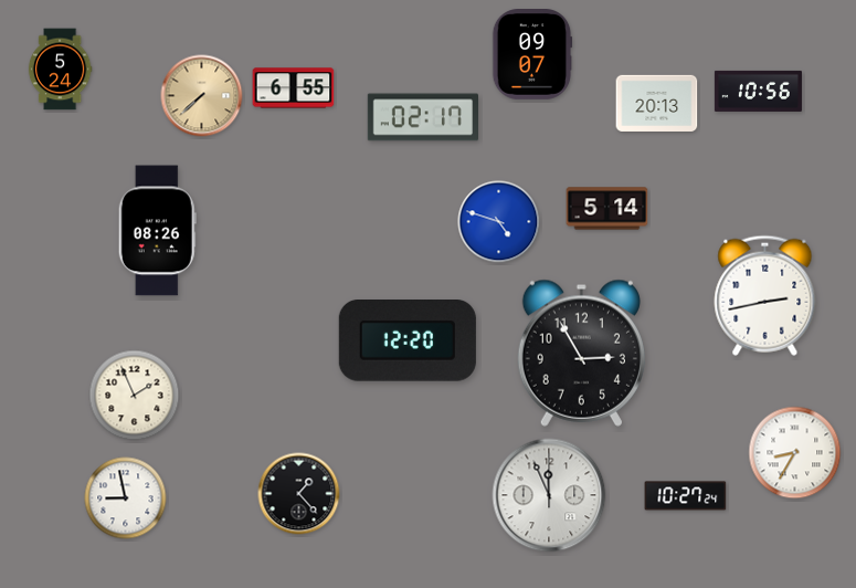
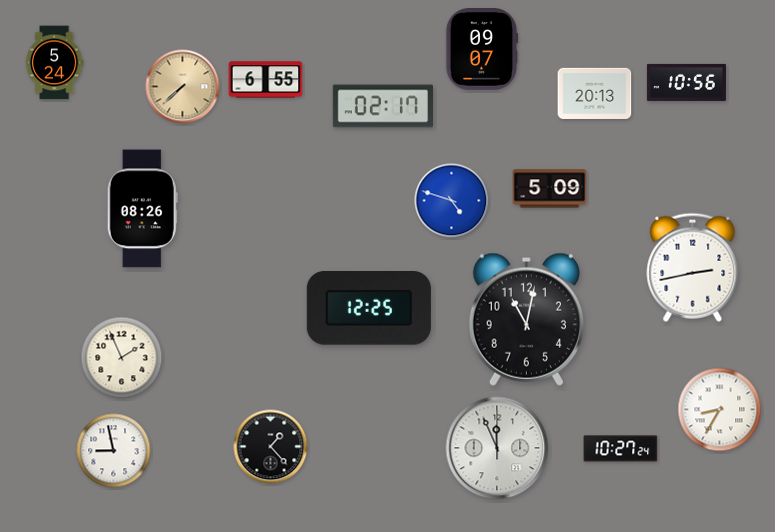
clock at (607, 209): 5:14 -> 5:09
clock at (408, 342): 12:20 -> 12:25
clock at (581, 353): 2:55 -> 11:02
